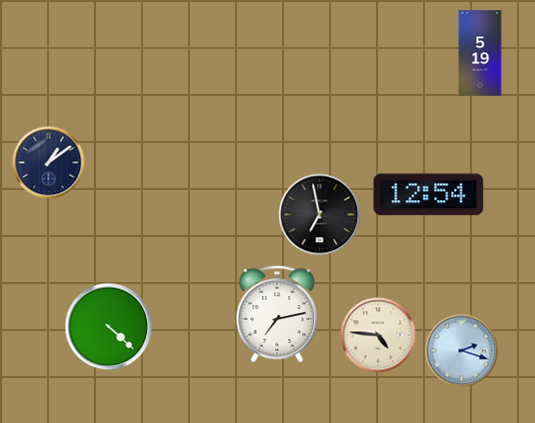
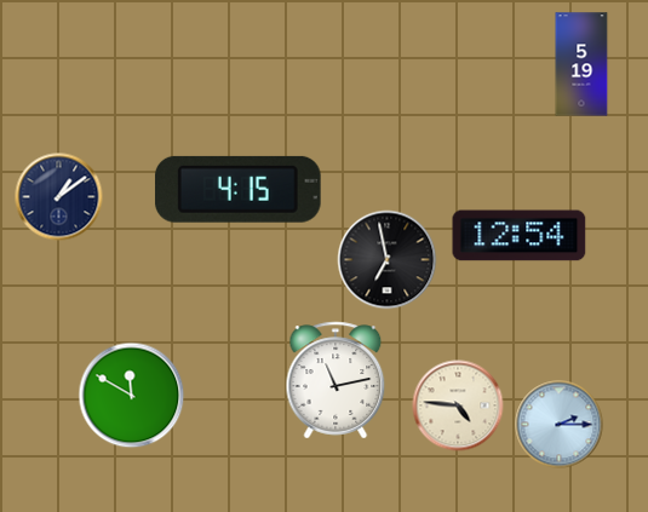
clock at (237, 189): none -> 4:15
clock at (277, 314): 7:13 -> 11:13
clock at (109, 327): 4:22 -> 11:50
clock at (462, 351): 2:18 -> 2:15
